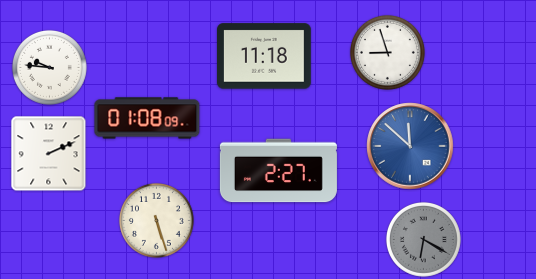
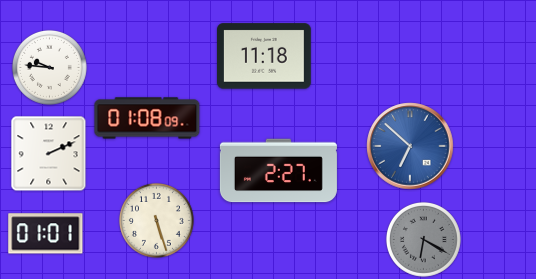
clock at (387, 52): 8:57 -> none
clock at (410, 146): 11:52 -> 6:52
clock at (46, 234): none -> 01:01
